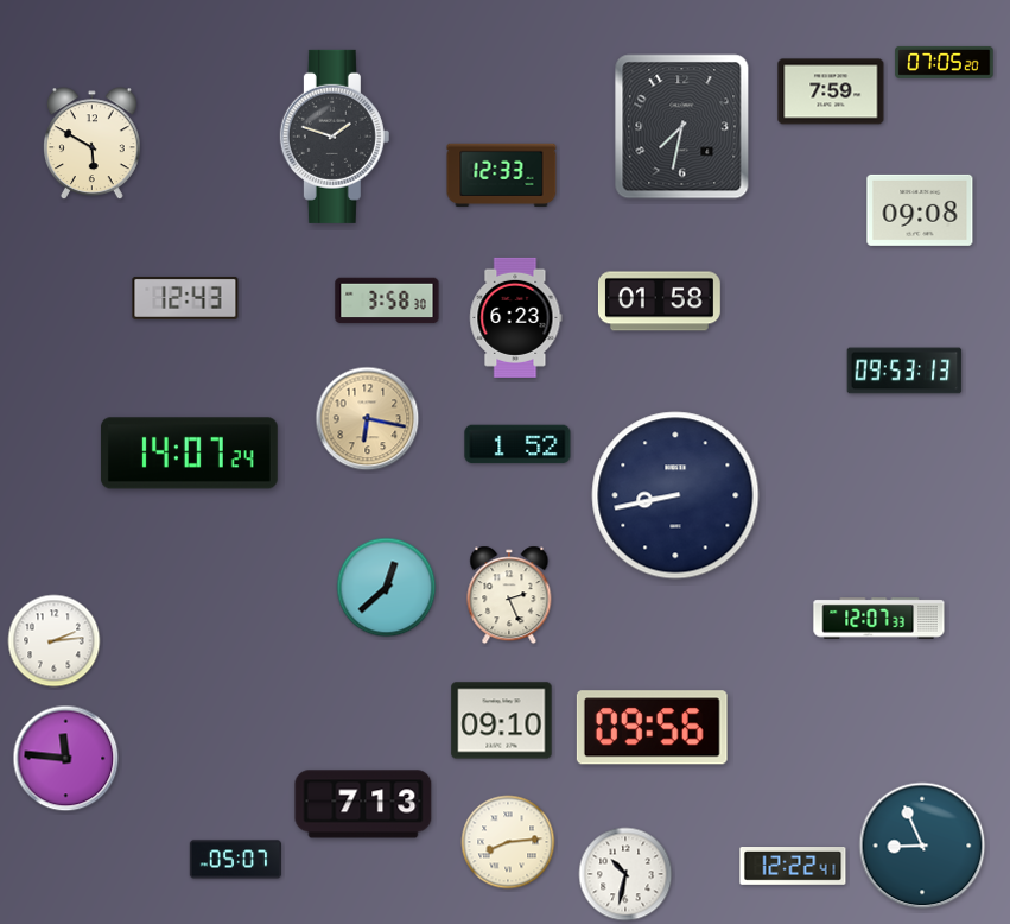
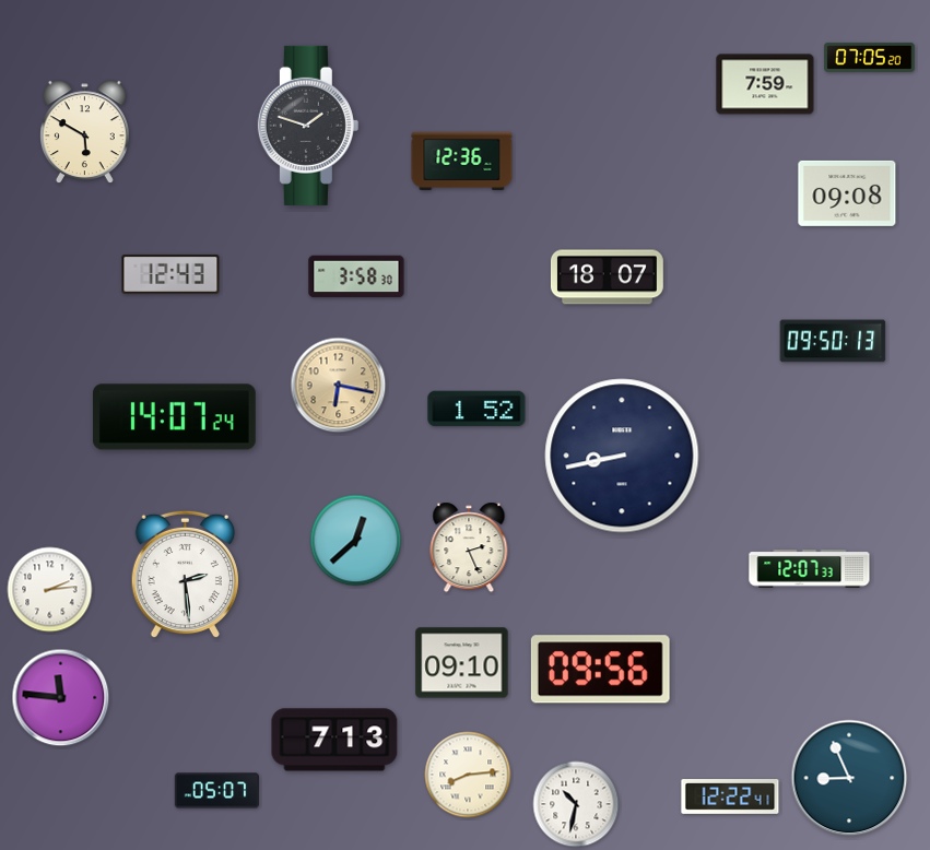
clock at (682, 127): 7:32 -> none
clock at (502, 176): 12:33 -> 12:36
clock at (659, 302): 01:58 -> 18:07
clock at (516, 317): 6:23 -> none
clock at (904, 371): 09:53 -> 09:50
clock at (185, 575): none -> 2:29
